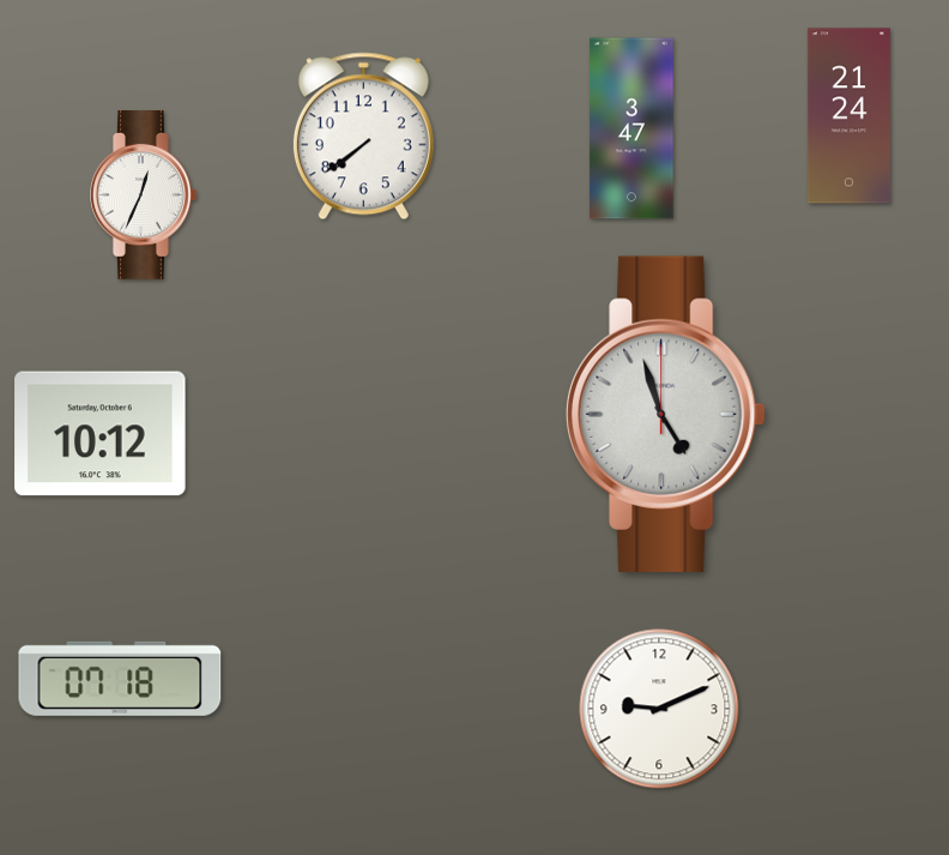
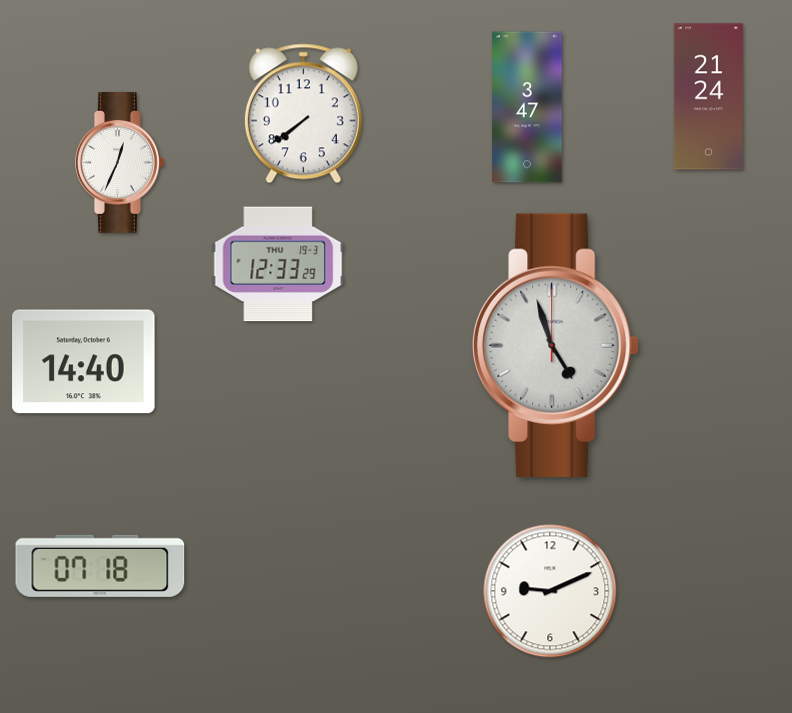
clock at (278, 264): none -> 12:33
clock at (101, 434): 10:12 -> 14:40
